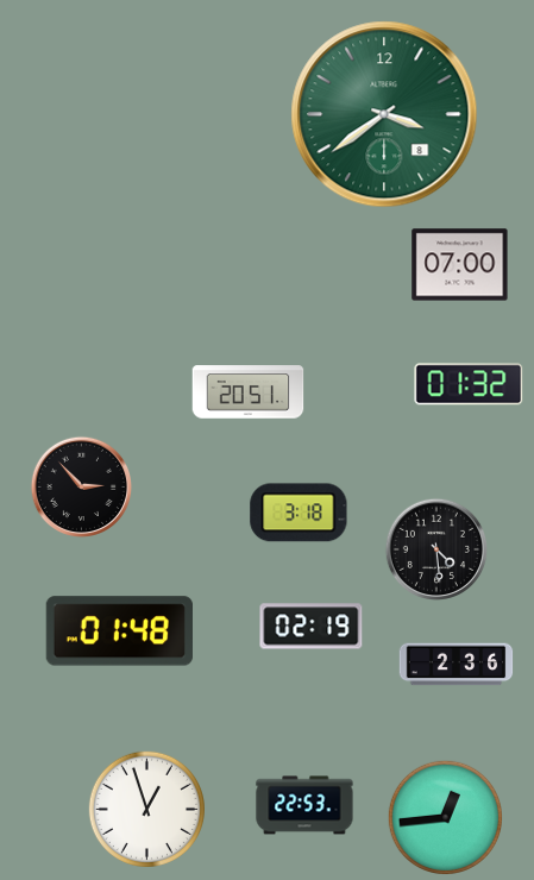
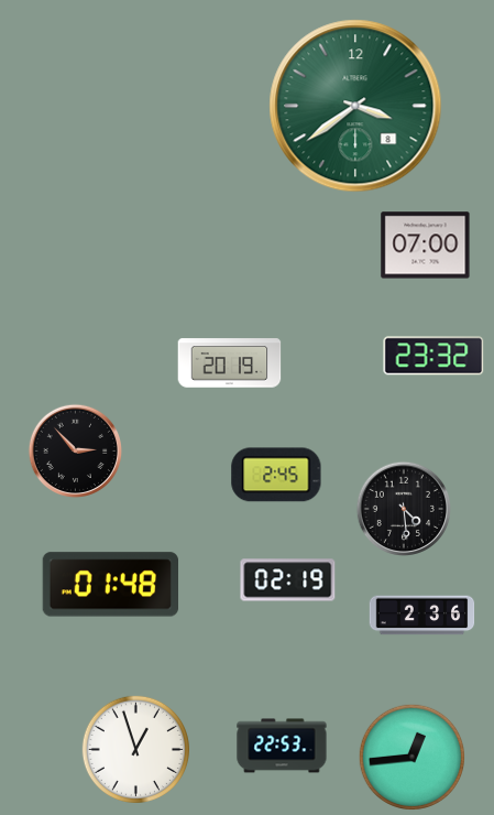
clock at (469, 384): 01:32 -> 23:32
clock at (249, 392): 20:51 -> 20:19
clock at (299, 513): 3:18 -> 2:45
